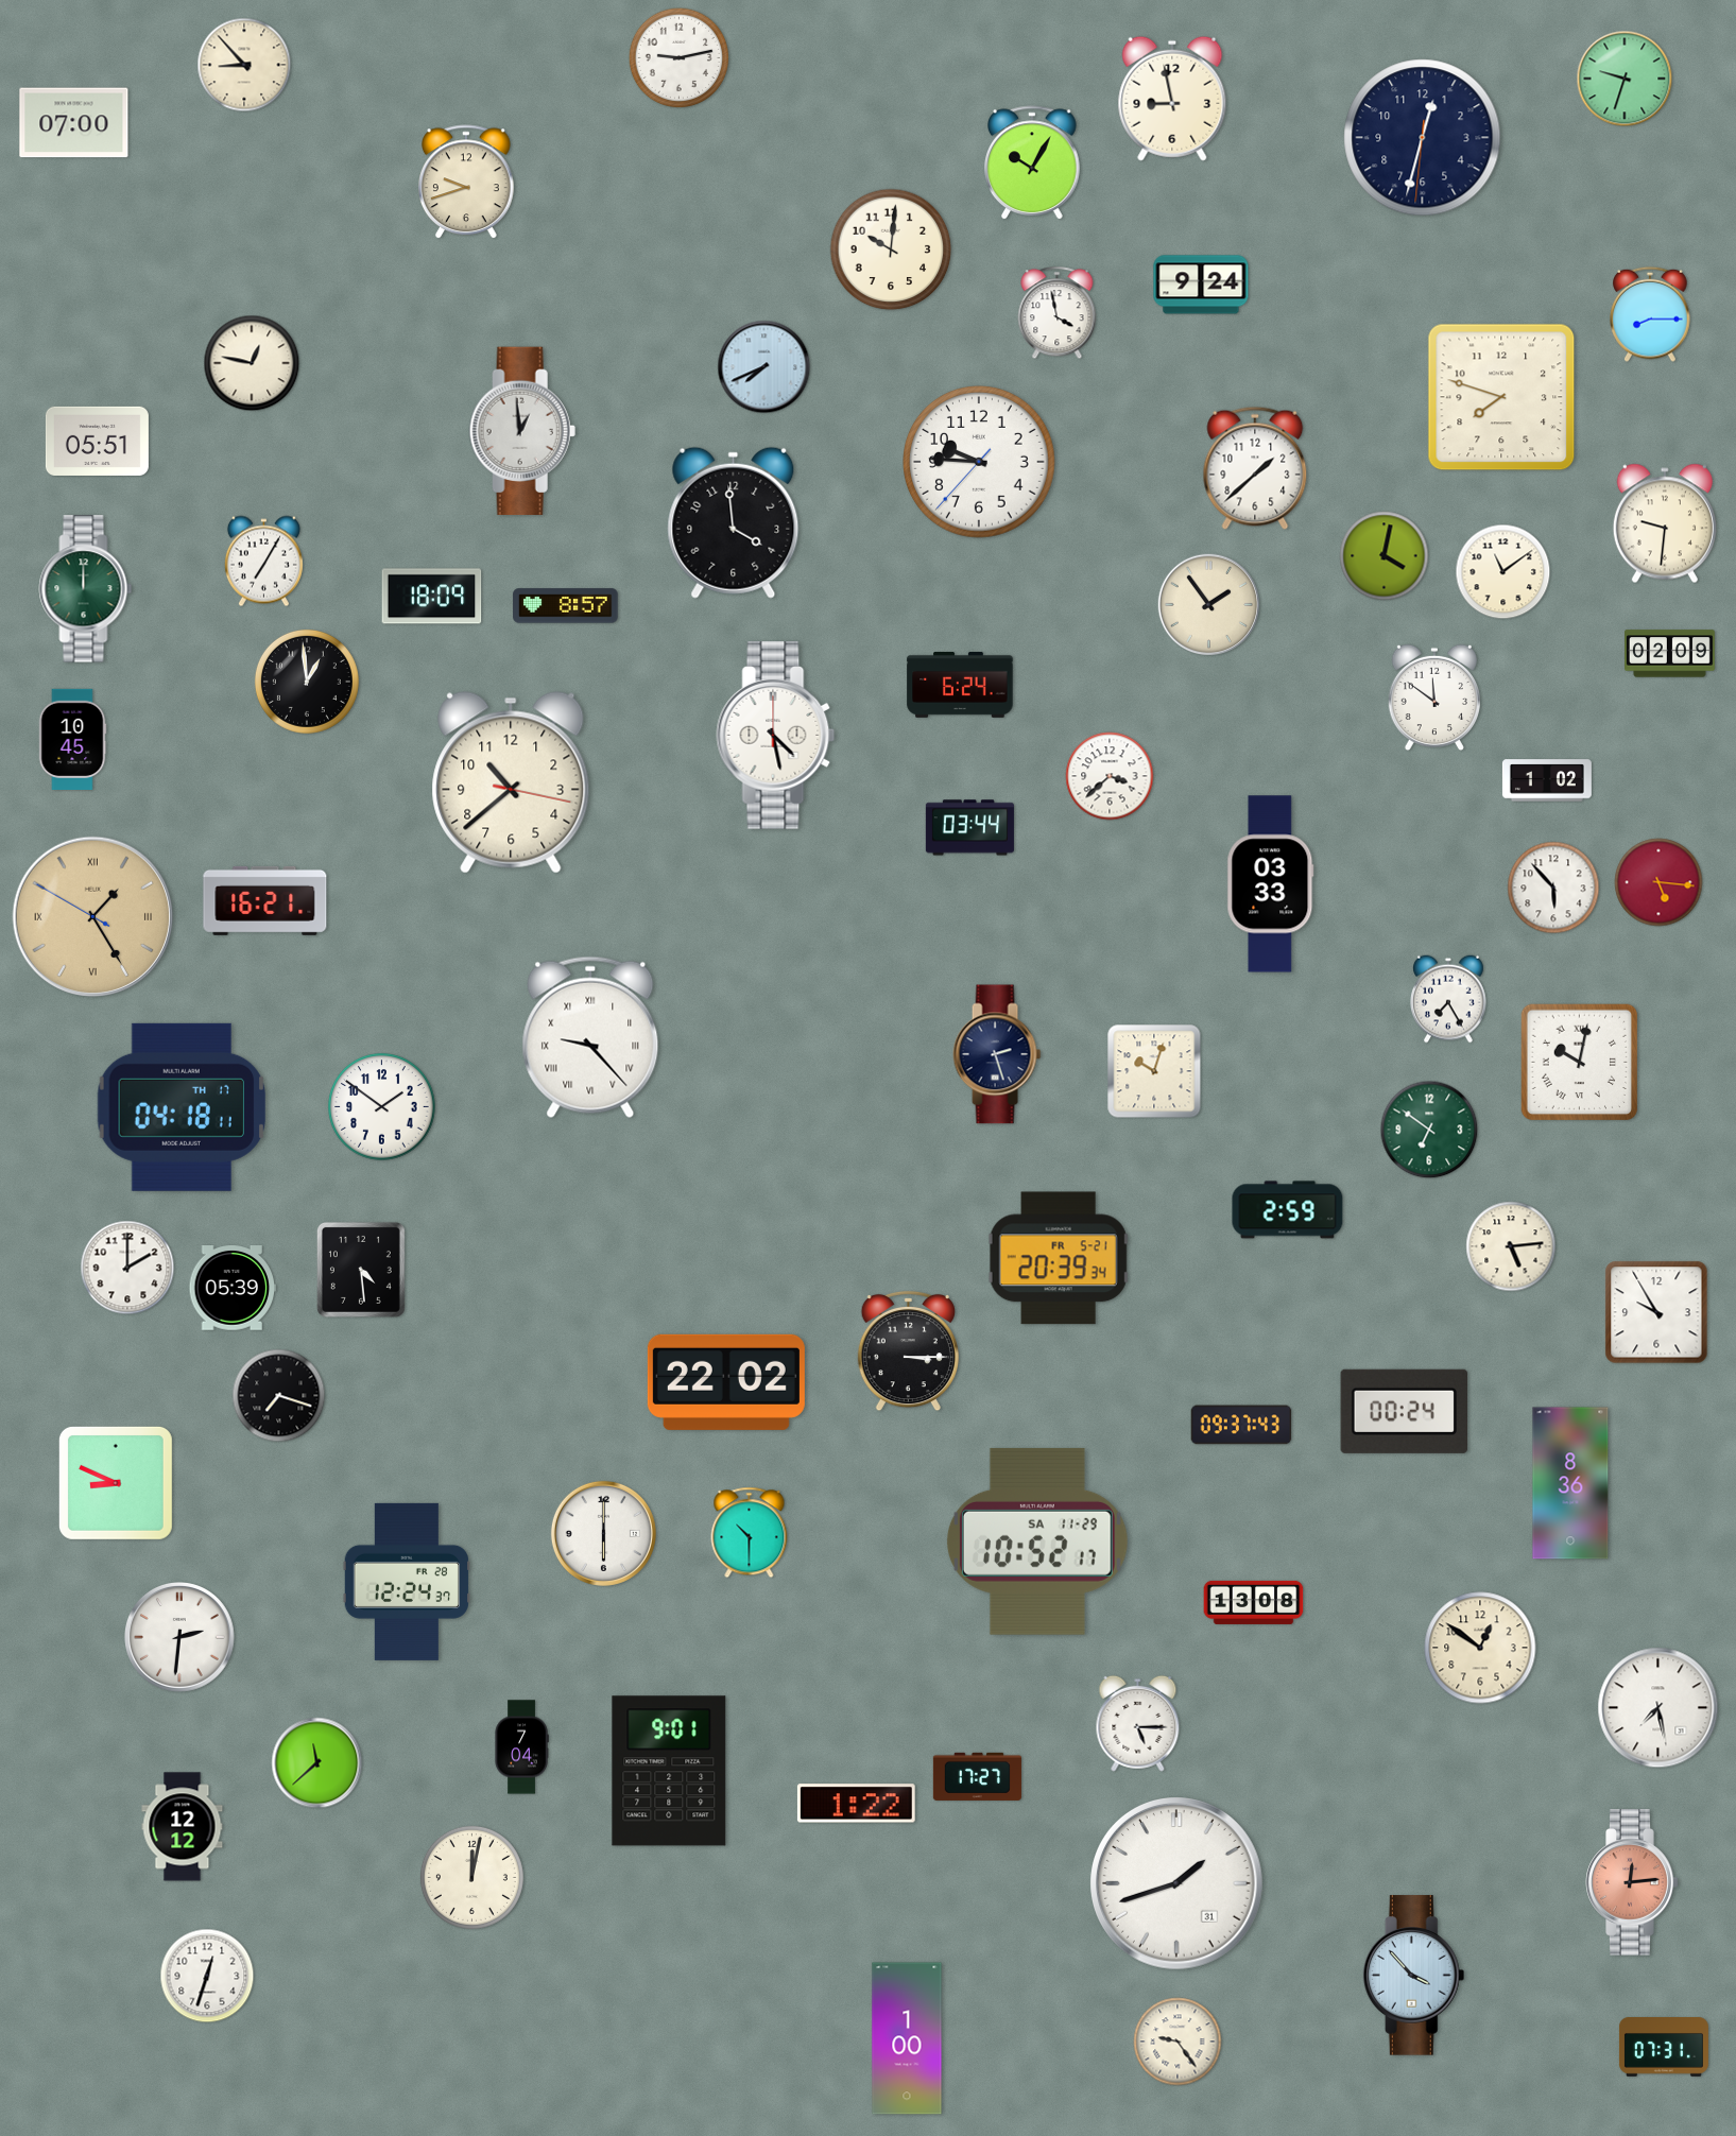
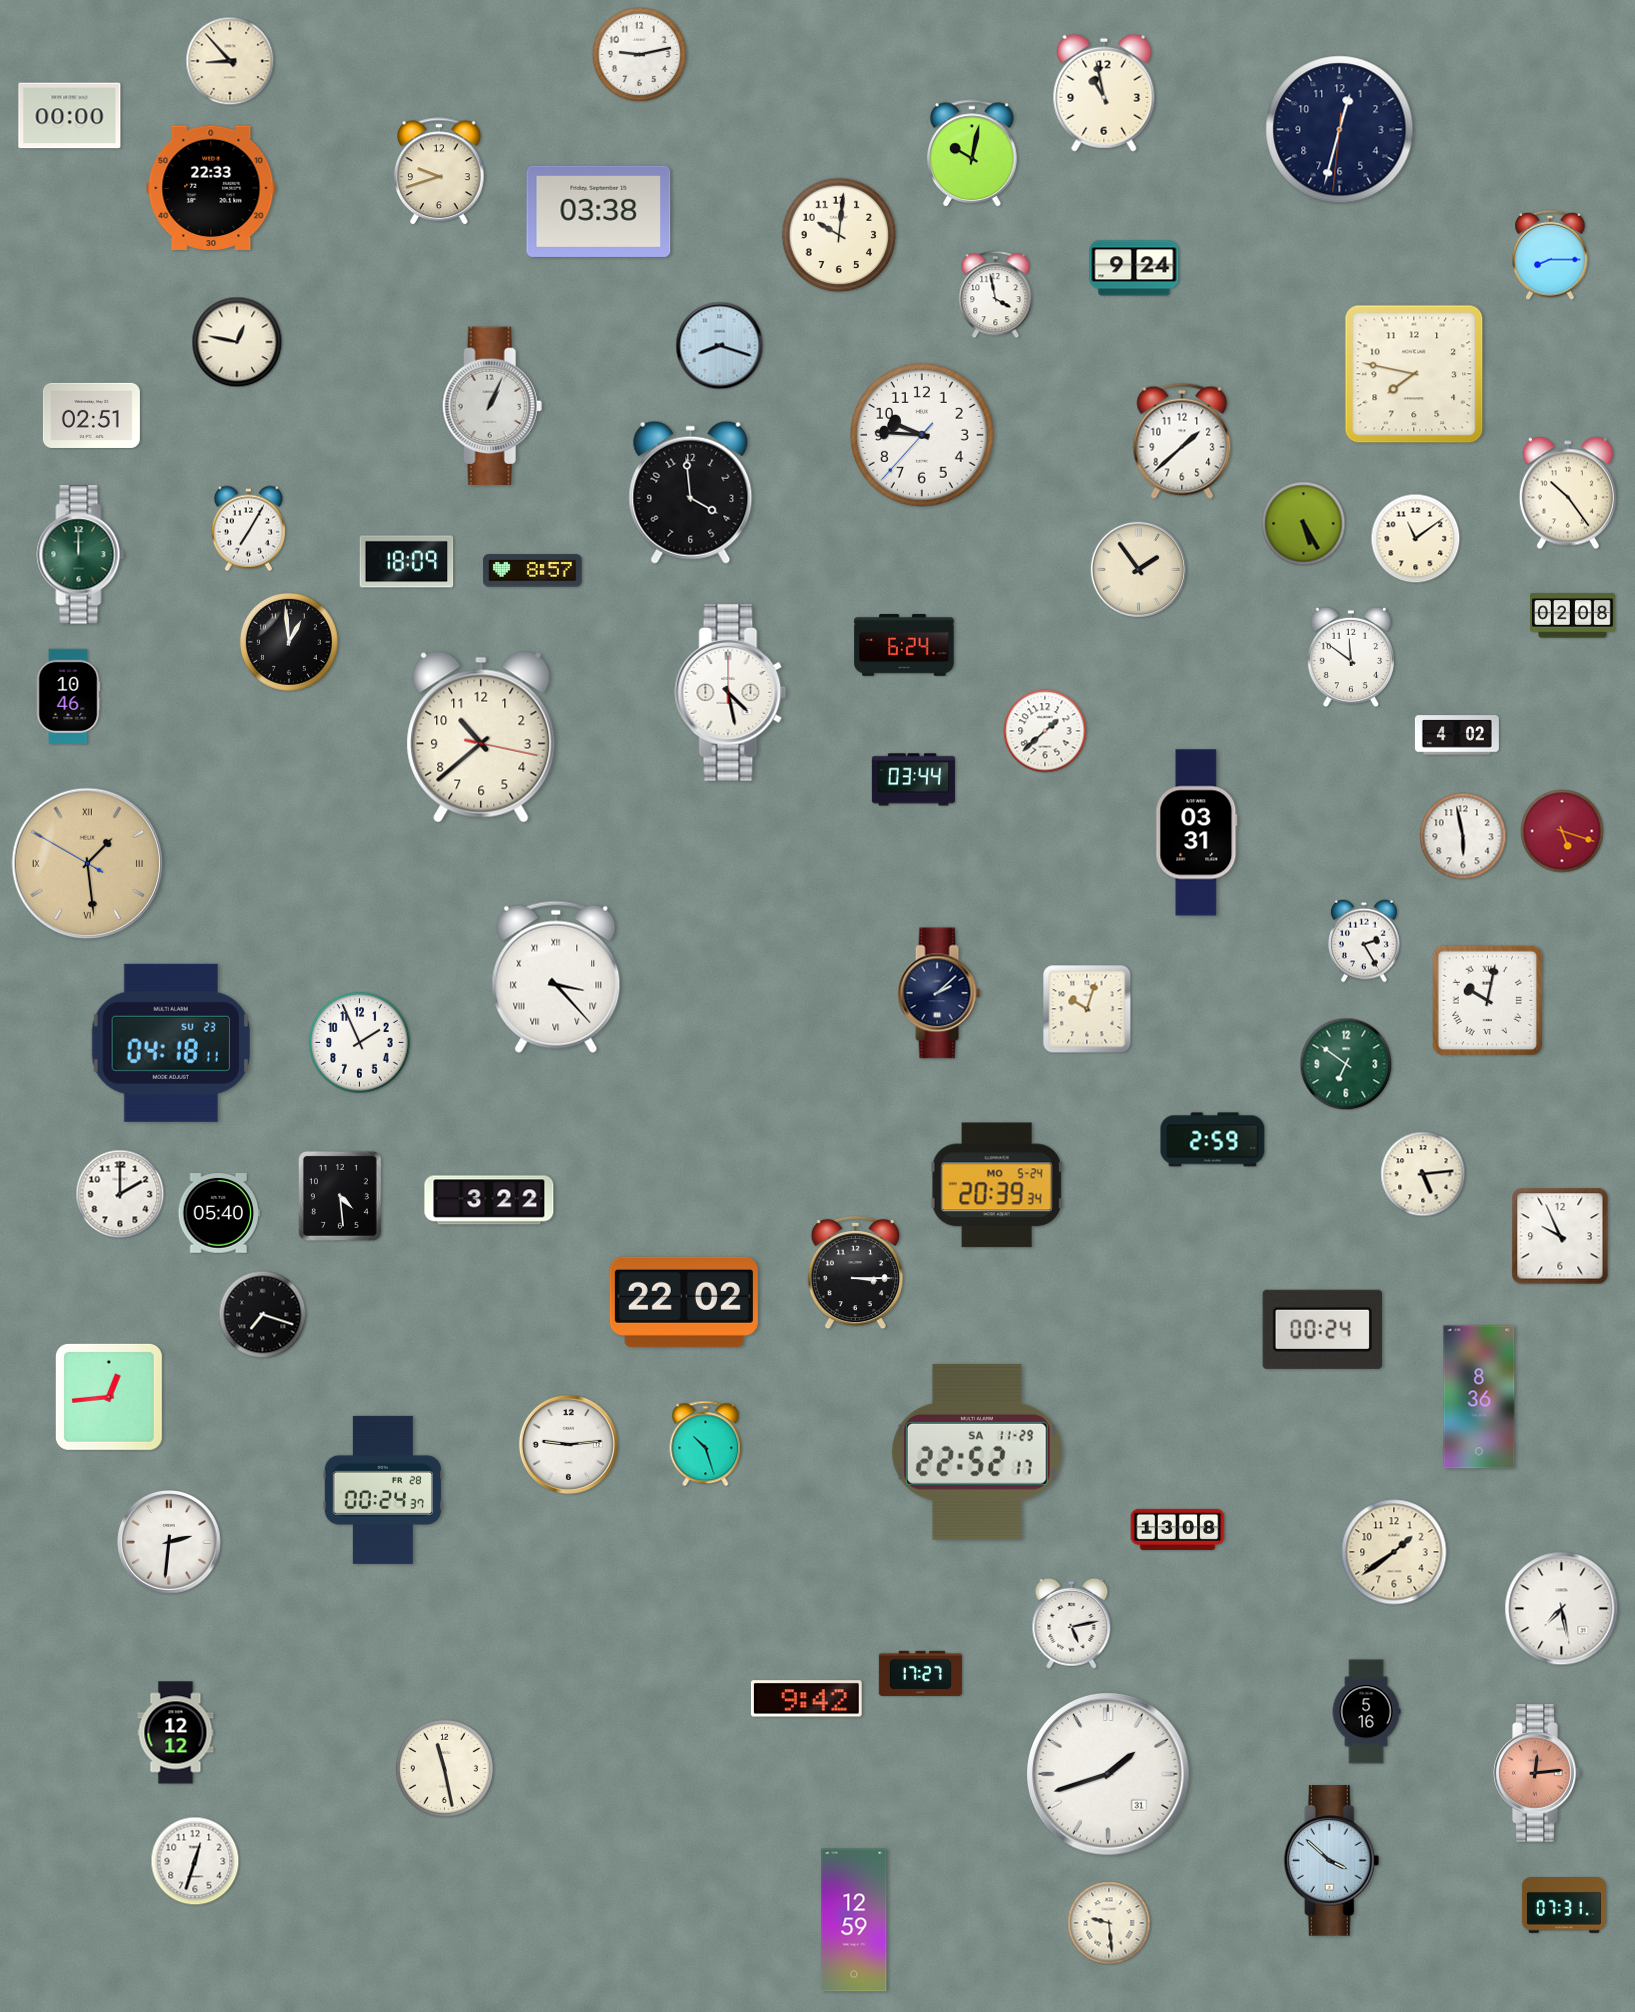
clock at (1625, 79): 9:33 -> none
clock at (1172, 99): 8:58 -> 10:58
clock at (74, 123): 07:00 -> 00:00
clock at (1033, 163): 10:05 -> 10:02
clock at (211, 187): none -> 22:33
clock at (599, 211): none -> 03:38
clock at (1201, 285) position: (1201, 285) -> (1134, 268)
clock at (1650, 314) position: (1650, 314) -> (1550, 255)
clock at (764, 367): 7:41 -> 8:18
clock at (1501, 397): 7:48 -> 7:47
clock at (522, 431): 12:59 -> 1:04
clock at (97, 441): 05:51 -> 02:51
clock at (1665, 523): 9:31 -> 10:24
clock at (1385, 556): 4:02 -> 5:25
clock at (1670, 654): 02:09 -> 02:08
clock at (72, 740): 10:45 -> 10:46
clock at (1110, 776): 3:38 -> 1:38
clock at (1547, 780): 1:02 -> 4:02
clock at (1658, 882): 5:16 -> 5:18
clock at (1271, 884): 03:33 -> 03:31
clock at (1553, 888): 5:53 -> 5:58
clock at (265, 900): 16:21 -> none
clock at (93, 917): 1:24 -> 1:28
clock at (1449, 999): 7:25 -> 2:25
clock at (590, 1037): 9:23 -> 3:23
clock at (997, 1054): 2:27 -> 2:08
clock at (182, 1107) date: TH 17 -> SU 23
clock at (382, 1107): 1:51 -> 1:56
clock at (1059, 1258) date: FR 5-21 -> MO 5-24
clock at (489, 1200): none -> 3:22
clock at (231, 1289): 05:39 -> 05:40
clock at (1656, 1312): 9:55 -> 9:56
clock at (1241, 1425): 09:37 -> none
clock at (116, 1483): 8:49 -> 12:44
clock at (603, 1533): 6:00 -> 9:14
clock at (750, 1533): 10:30 -> 10:27
clock at (1037, 1541): 10:52 -> 22:52
clock at (406, 1582): 12:24 -> 00:24
clock at (1254, 1602) position: (1254, 1602) -> (1178, 1529)
clock at (1480, 1648): 12:51 -> 1:39
clock at (1138, 1723): 5:15 -> 5:13
clock at (521, 1747): 7:04 -> none
clock at (317, 1763): 11:38 -> none
clock at (669, 1771): 9:01 -> none
clock at (856, 1804): 1:22 -> 9:42
clock at (1366, 1712): none -> 5:16
clock at (183, 1827) position: (183, 1827) -> (176, 1733)
clock at (471, 1877): 12:02 -> 11:28
clock at (1414, 1976): 3:53 -> 3:52
clock at (907, 2038): 1:00 -> 12:59
clock at (1178, 2042): 9:24 -> 9:29
clock at (1664, 2048) position: (1664, 2048) -> (1564, 1906)
